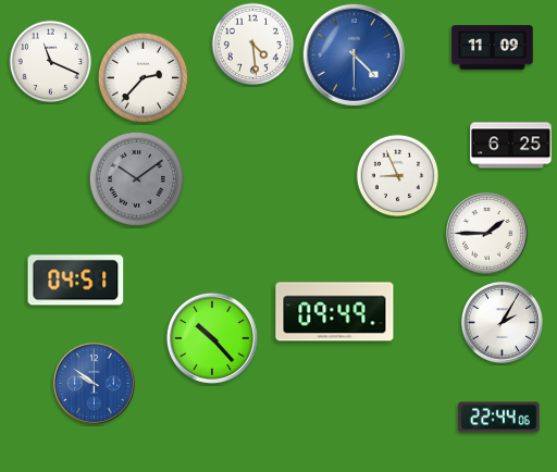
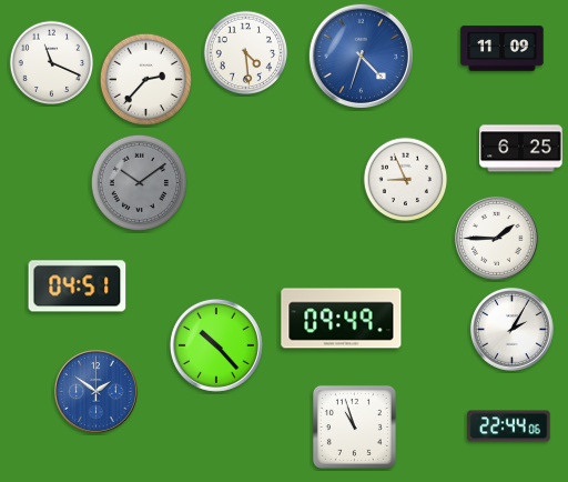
clock at (253, 45) position: (253, 45) -> (246, 53)
clock at (354, 54): 4:30 -> 4:33
clock at (94, 383): 9:51 -> 1:51
clock at (354, 426): none -> 10:57
